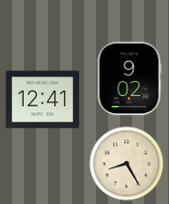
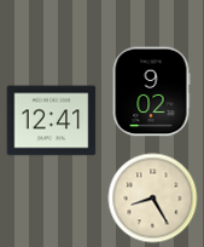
clock at (129, 79) position: (129, 79) -> (151, 92)
